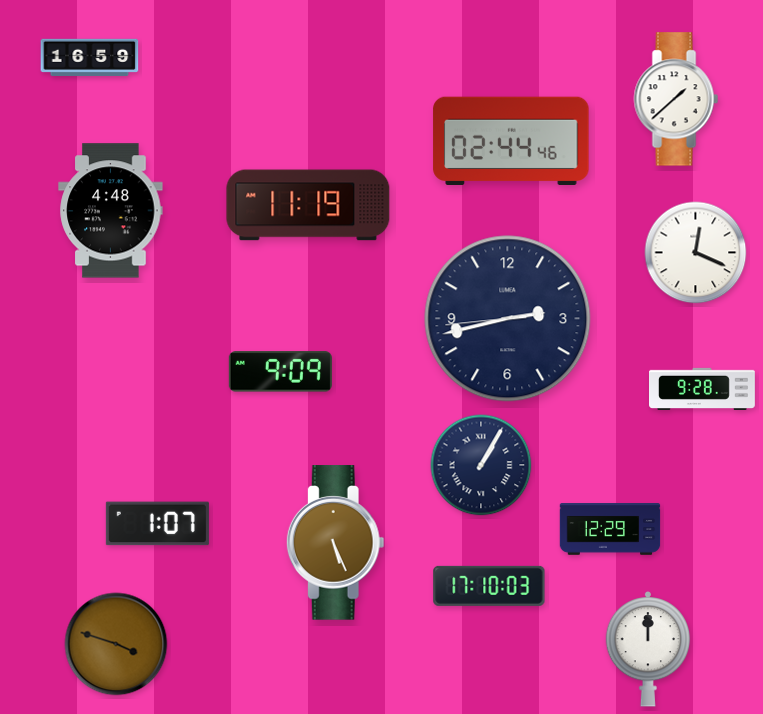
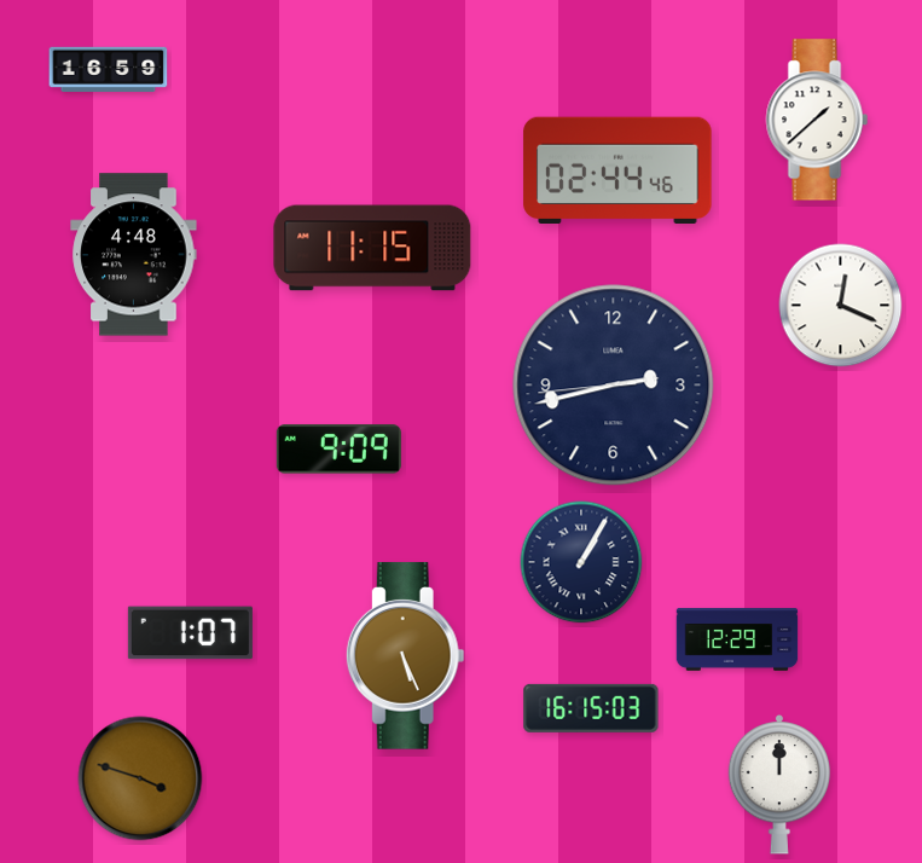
clock at (308, 205): 11:19 -> 11:15
clock at (703, 388): 9:28 -> none
clock at (489, 586): 17:10 -> 16:15
clock at (648, 650) position: (648, 650) -> (779, 786)
